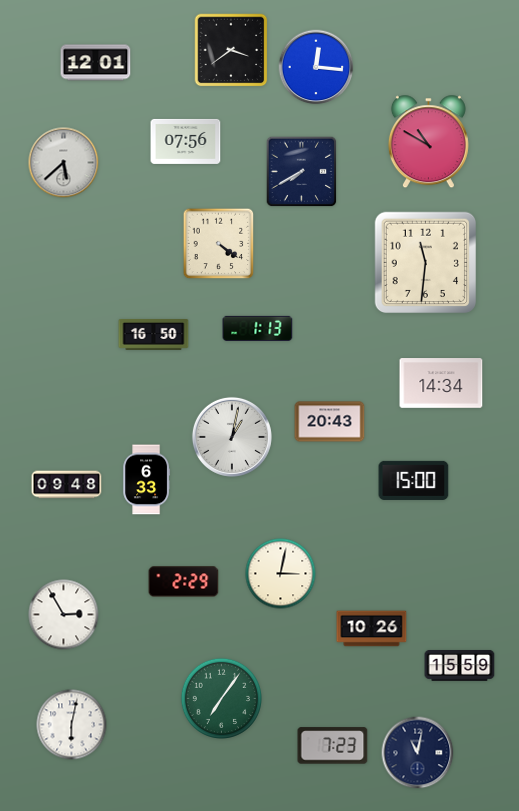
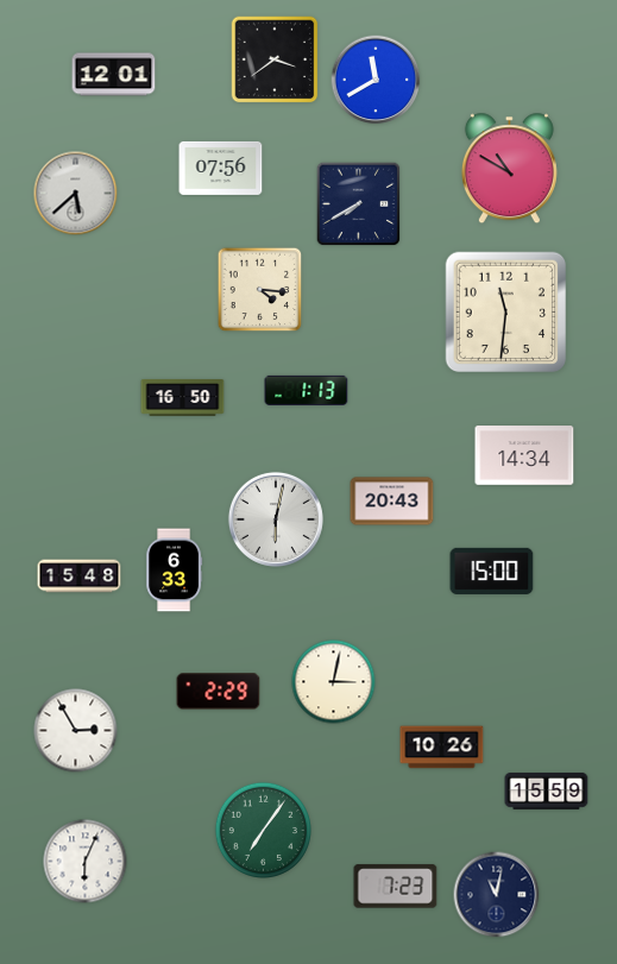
clock at (316, 67): 12:16 -> 11:40
clock at (219, 244): 4:21 -> 4:16
clock at (232, 437): 1:02 -> 6:02
clock at (67, 485): 09:48 -> 15:48
clock at (72, 725): 6:02 -> 6:04
